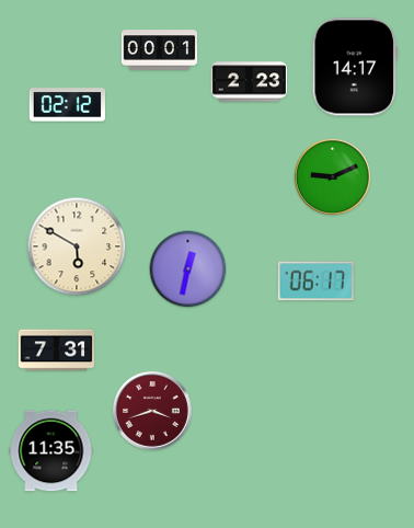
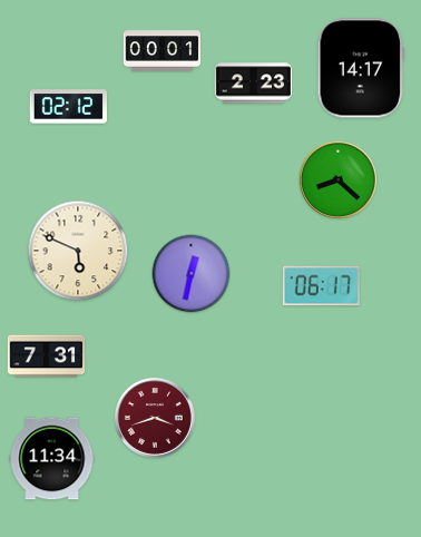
clock at (332, 176): 9:11 -> 8:22
clock at (77, 246): 5:50 -> 5:49
clock at (57, 351) position: (57, 351) -> (47, 357)
clock at (51, 451): 11:35 -> 11:34
